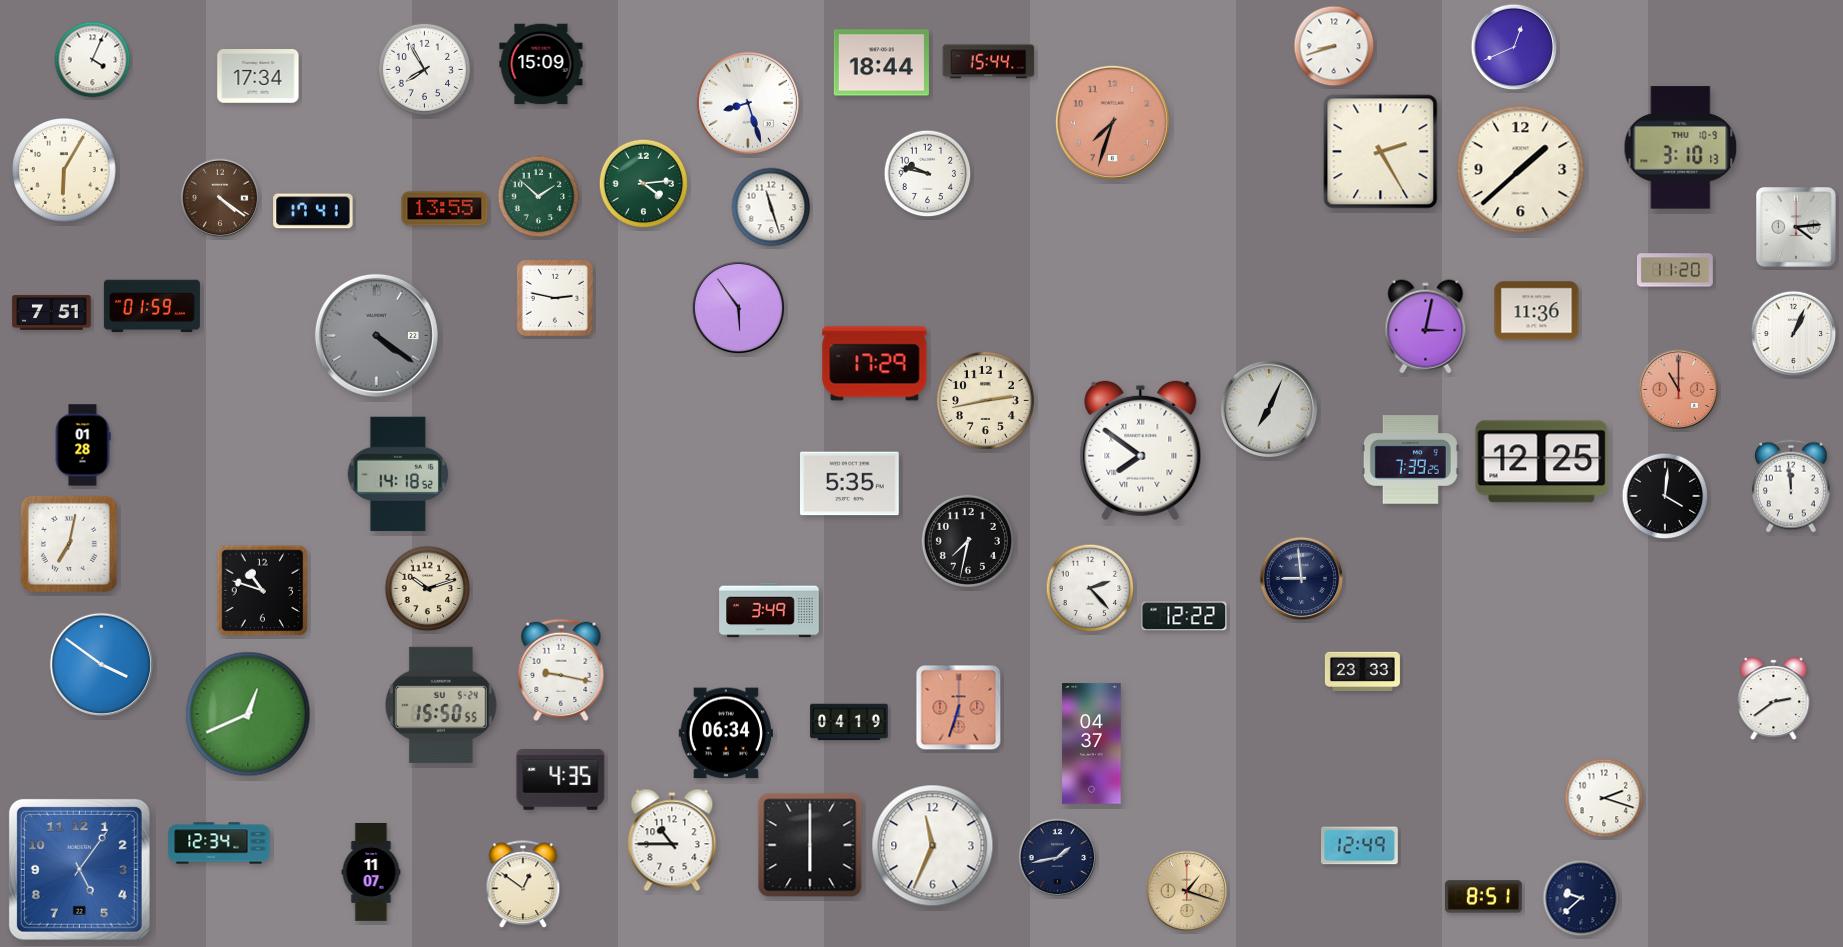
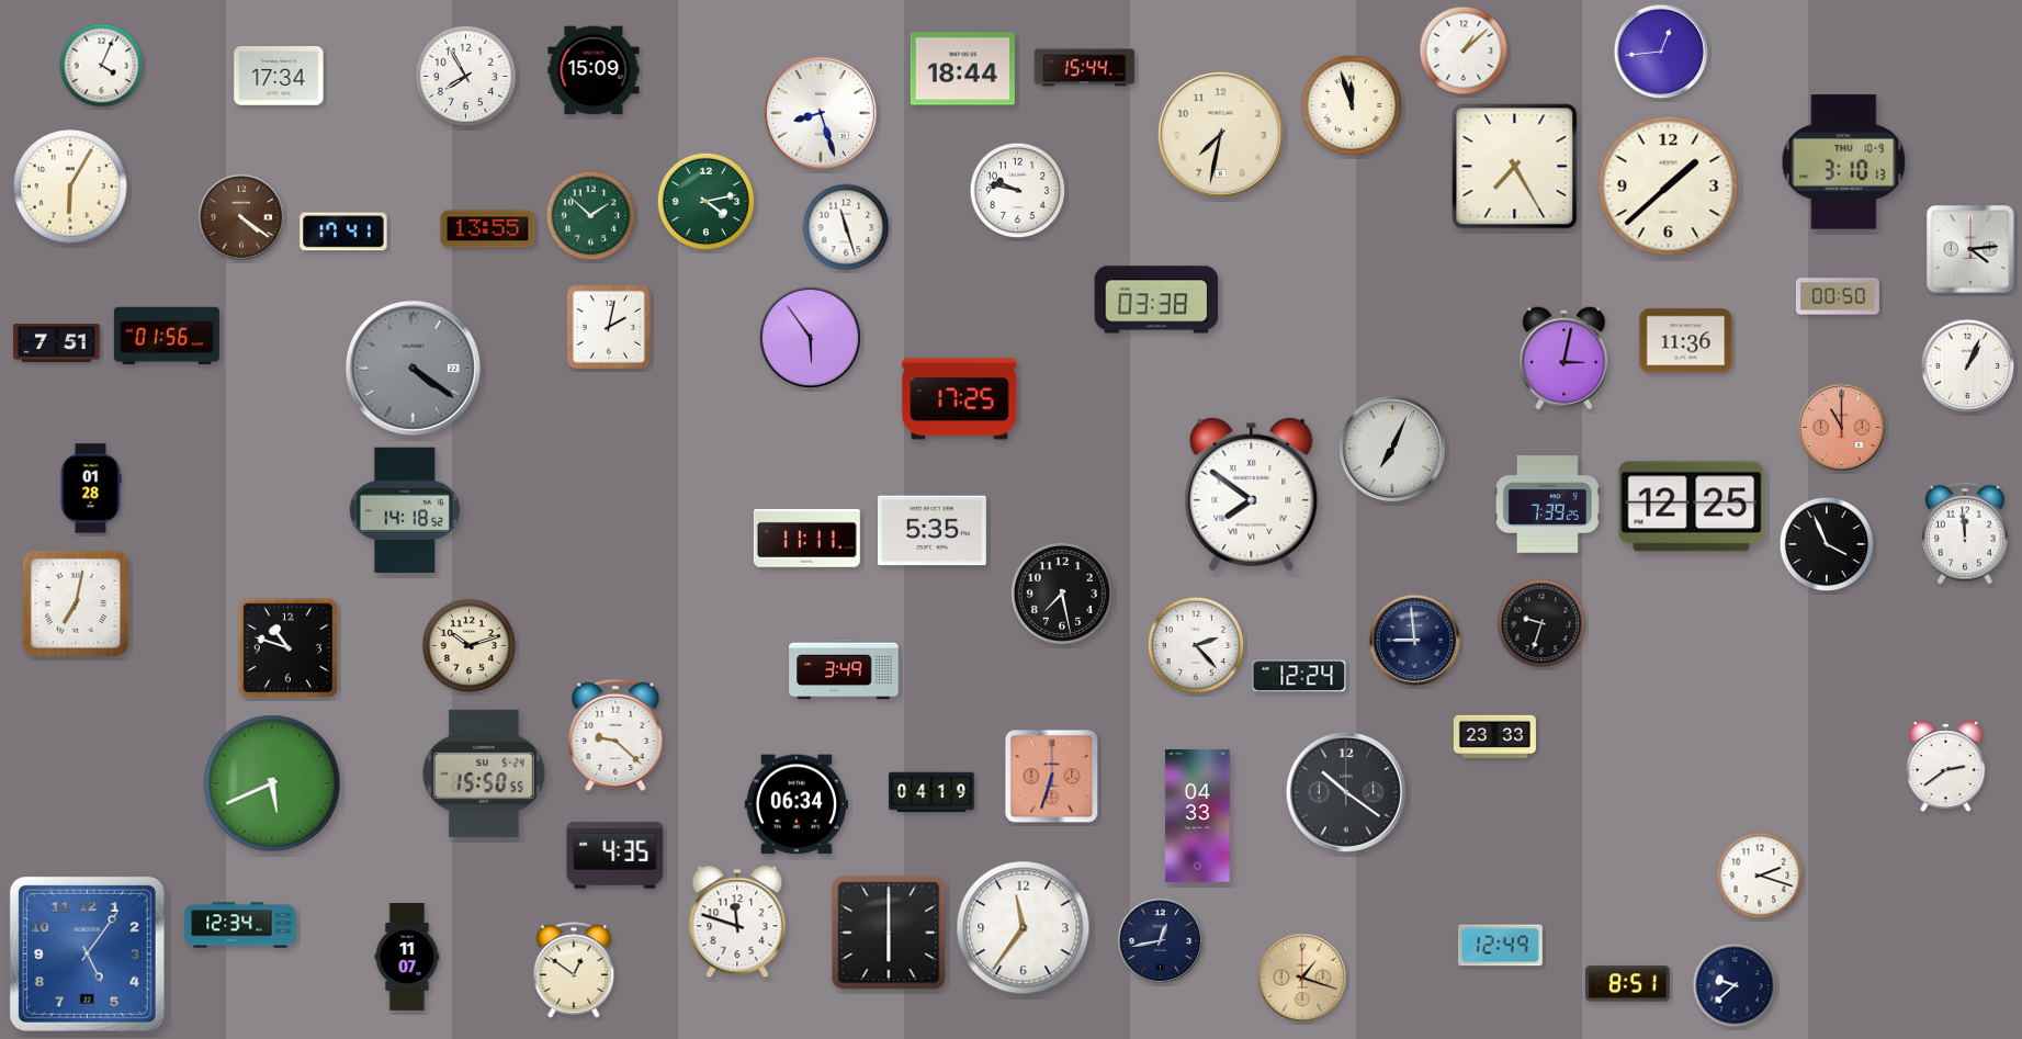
clock at (1334, 46): 8:42 -> 1:08
clock at (1514, 47): 12:41 -> 12:44
clock at (881, 63) position: (881, 63) -> (962, 69)
clock at (258, 77) position: (258, 77) -> (279, 77)
clock at (1352, 105): none -> 11:57
clock at (1112, 122): 7:33 -> 7:32
clock at (1112, 122) dial: salmon -> cream
clock at (1381, 152): 2:25 -> 7:25
clock at (644, 184): 4:14 -> 4:13
clock at (1675, 270): 11:20 -> 00:50
clock at (1156, 300): none -> 03:38
clock at (555, 298): 2:47 -> 2:02
clock at (152, 306): 01:59 -> 01:56
clock at (875, 364): 17:29 -> 17:25
clock at (985, 400): 2:43 -> none
clock at (397, 474) position: (397, 474) -> (404, 510)
clock at (806, 538): none -> 11:11
clock at (1665, 496): 4:01 -> 3:56
clock at (968, 541): 7:32 -> 7:28
clock at (69, 544) position: (69, 544) -> (76, 603)
clock at (1541, 623): none -> 9:33
clock at (1302, 579) position: (1302, 579) -> (1415, 641)
clock at (1184, 616): 12:22 -> 12:24
clock at (101, 664): 3:51 -> none
clock at (561, 670): 9:17 -> 9:22
clock at (248, 714): 12:41 -> 5:41
clock at (1346, 792): none -> 10:21
clock at (1092, 744): 04:37 -> 04:33
clock at (672, 840): 10:45 -> 11:48
clock at (810, 845) position: (810, 845) -> (889, 933)
clock at (933, 846): 11:34 -> 11:36
clock at (1360, 846) position: (1360, 846) -> (1501, 946)
clock at (1058, 858): 1:43 -> 12:43
